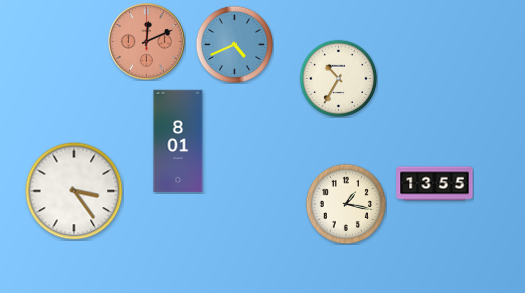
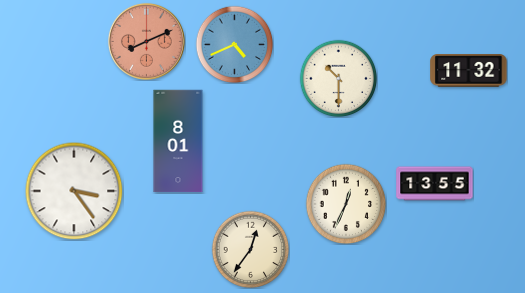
clock at (146, 41): 12:11 -> 8:11
clock at (469, 71): none -> 11:32
clock at (338, 78): 10:35 -> 10:30
clock at (346, 204): 1:17 -> 12:34
clock at (250, 249): none -> 12:36
